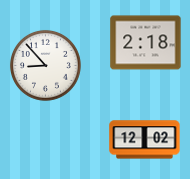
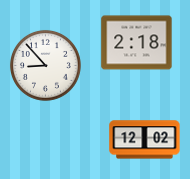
clock at (146, 43) position: (146, 43) -> (137, 43)
